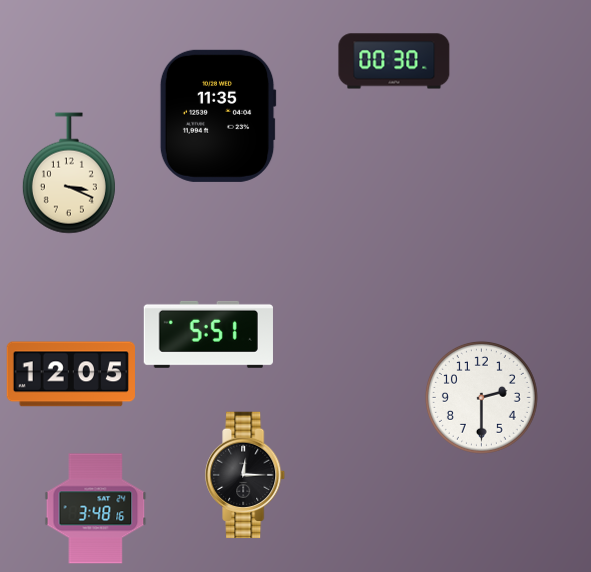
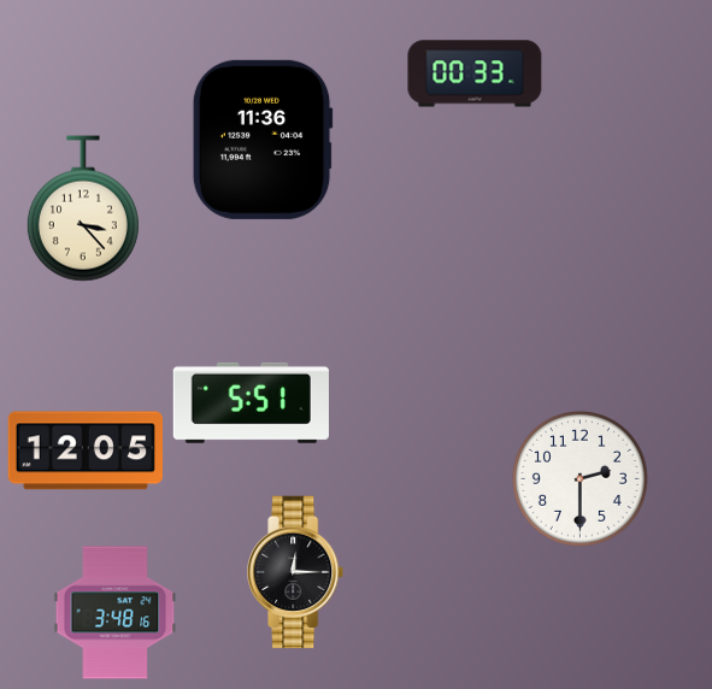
clock at (394, 61): 00:30 -> 00:33
clock at (218, 116): 11:35 -> 11:36
clock at (69, 173): 3:19 -> 3:23
